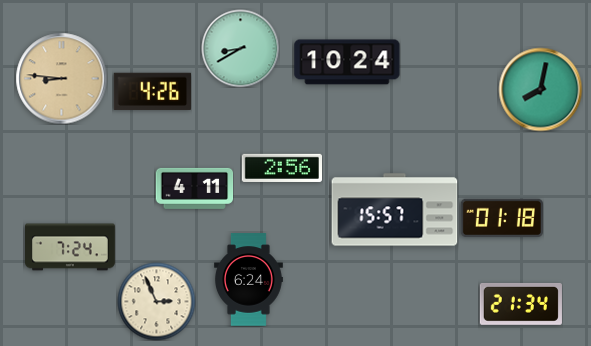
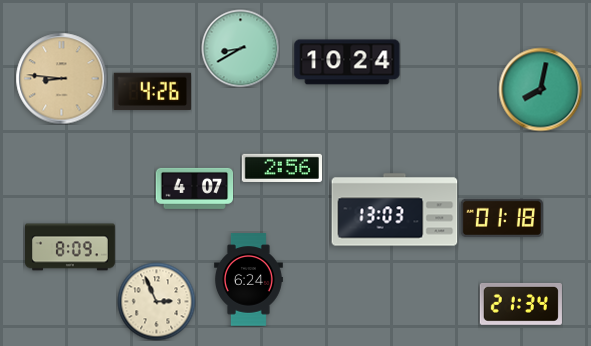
clock at (194, 188): 4:11 -> 4:07
clock at (395, 210): 15:57 -> 13:03
clock at (70, 247): 7:24 -> 8:09
